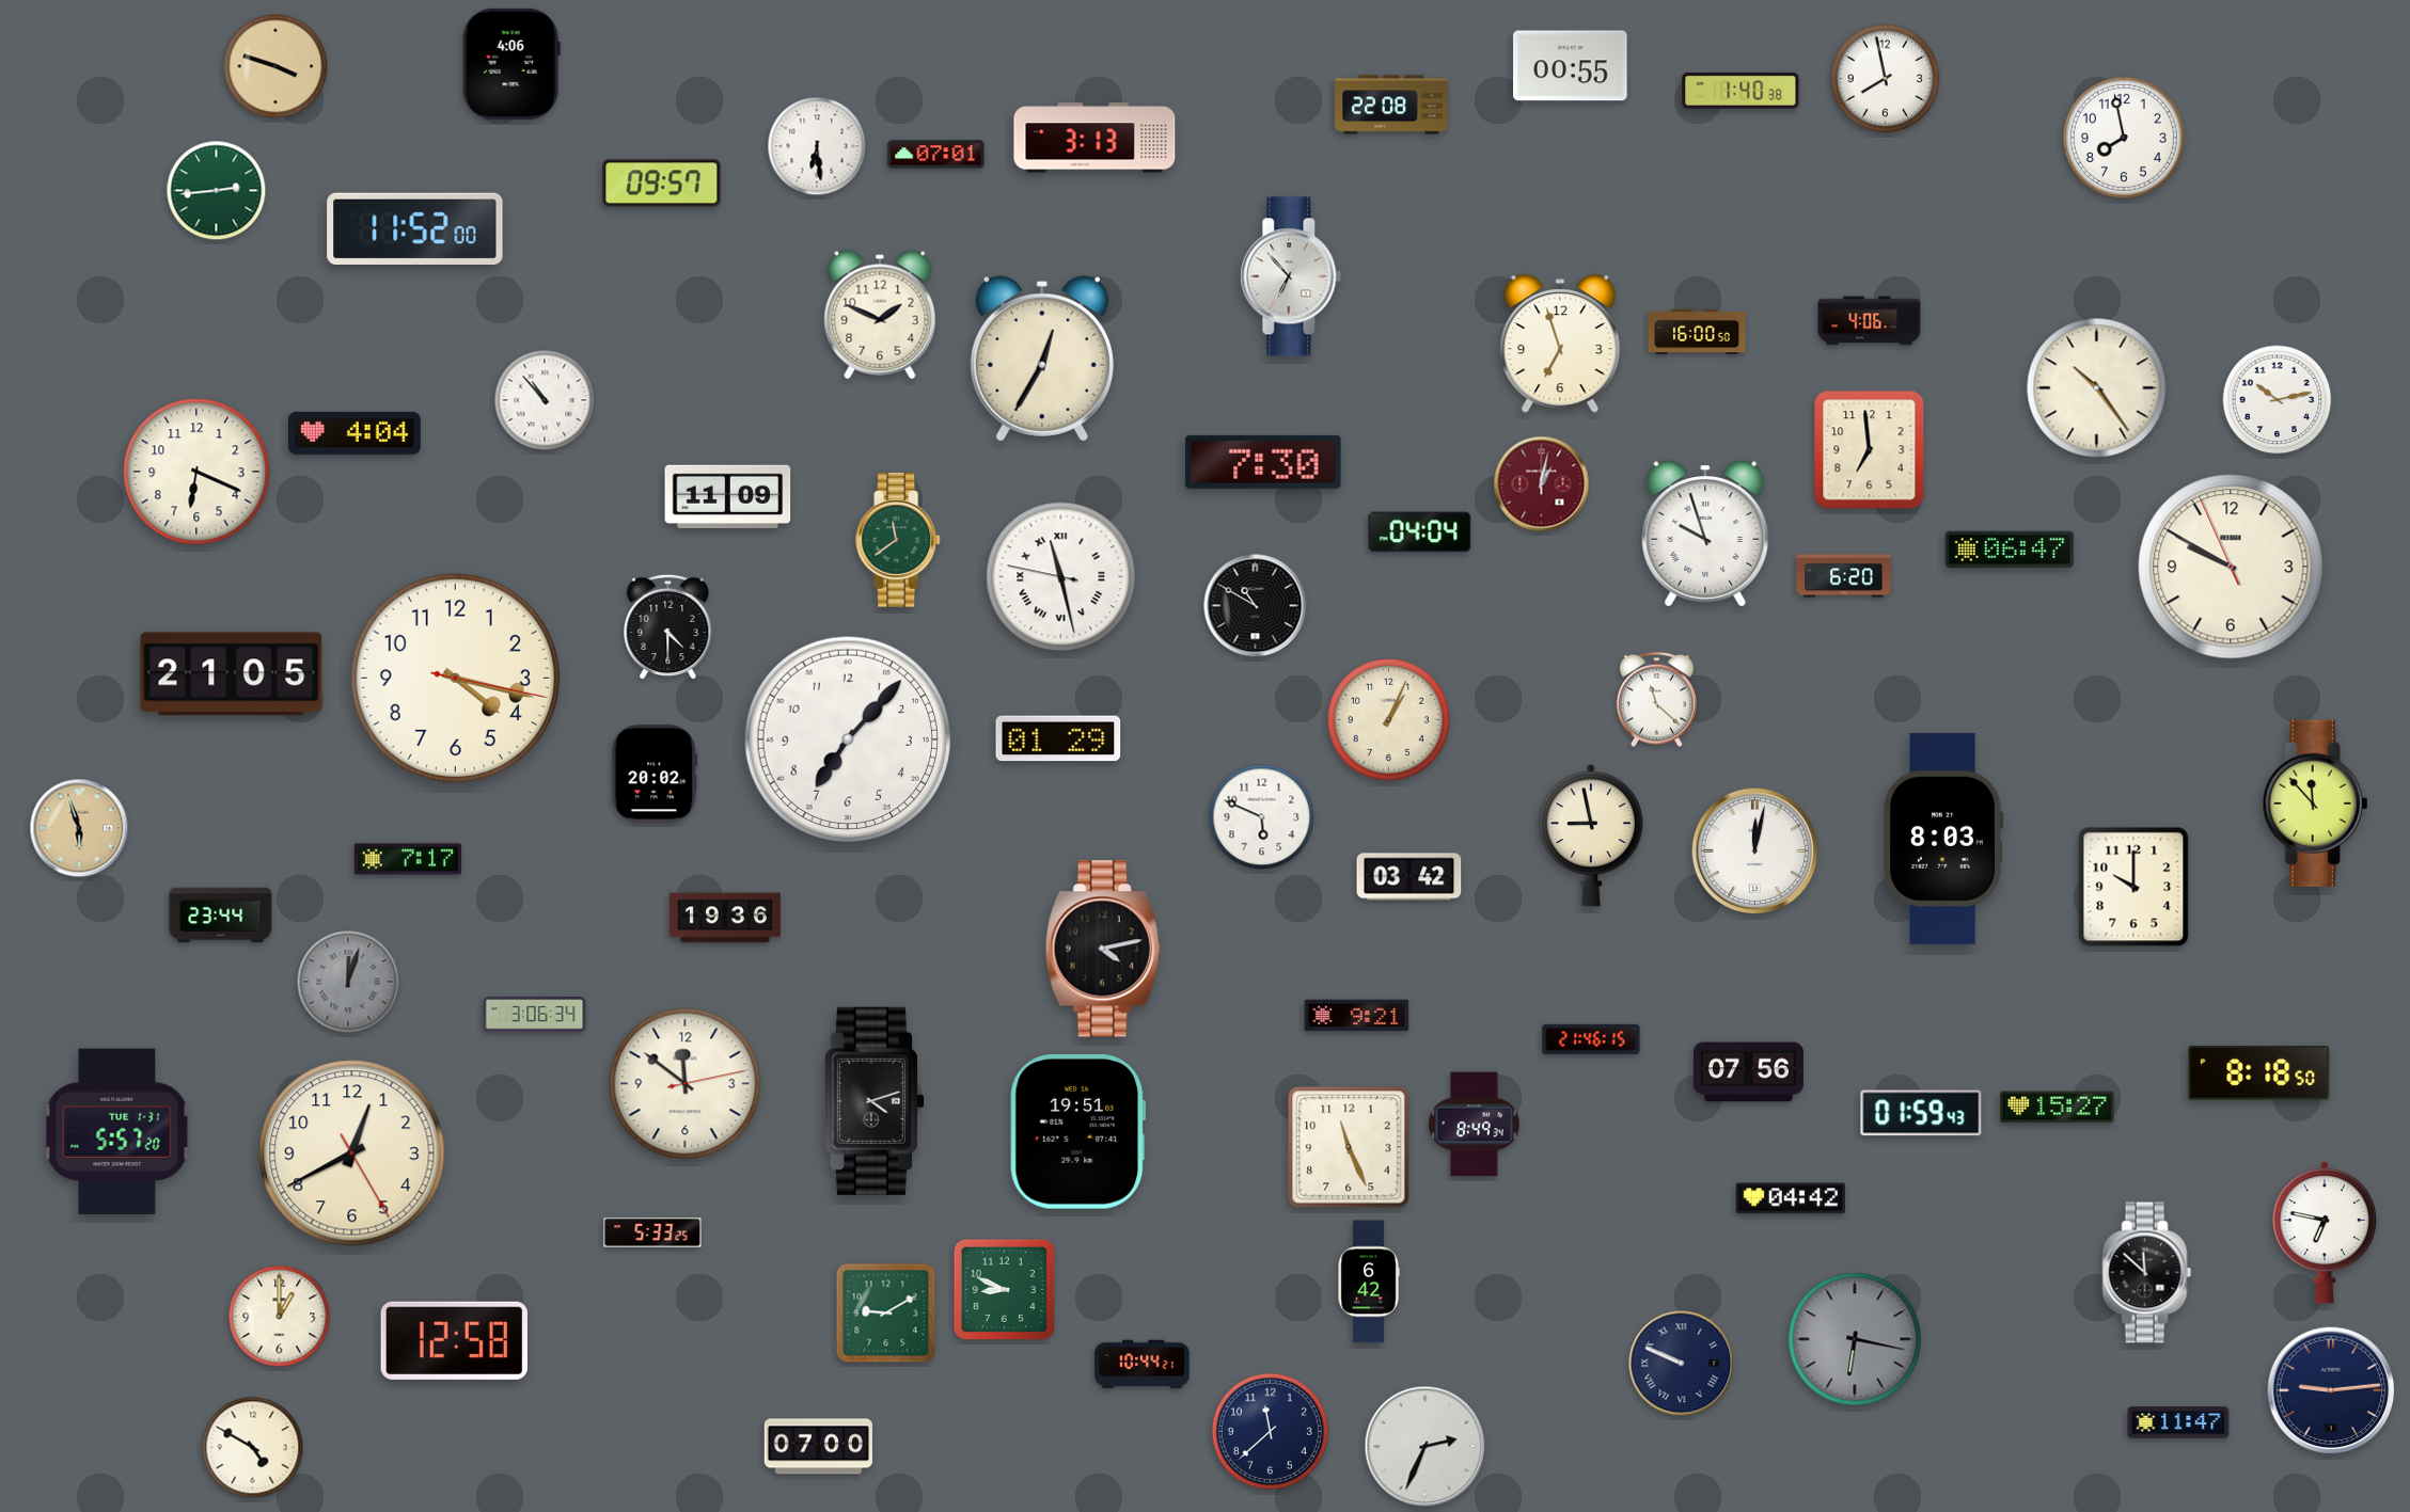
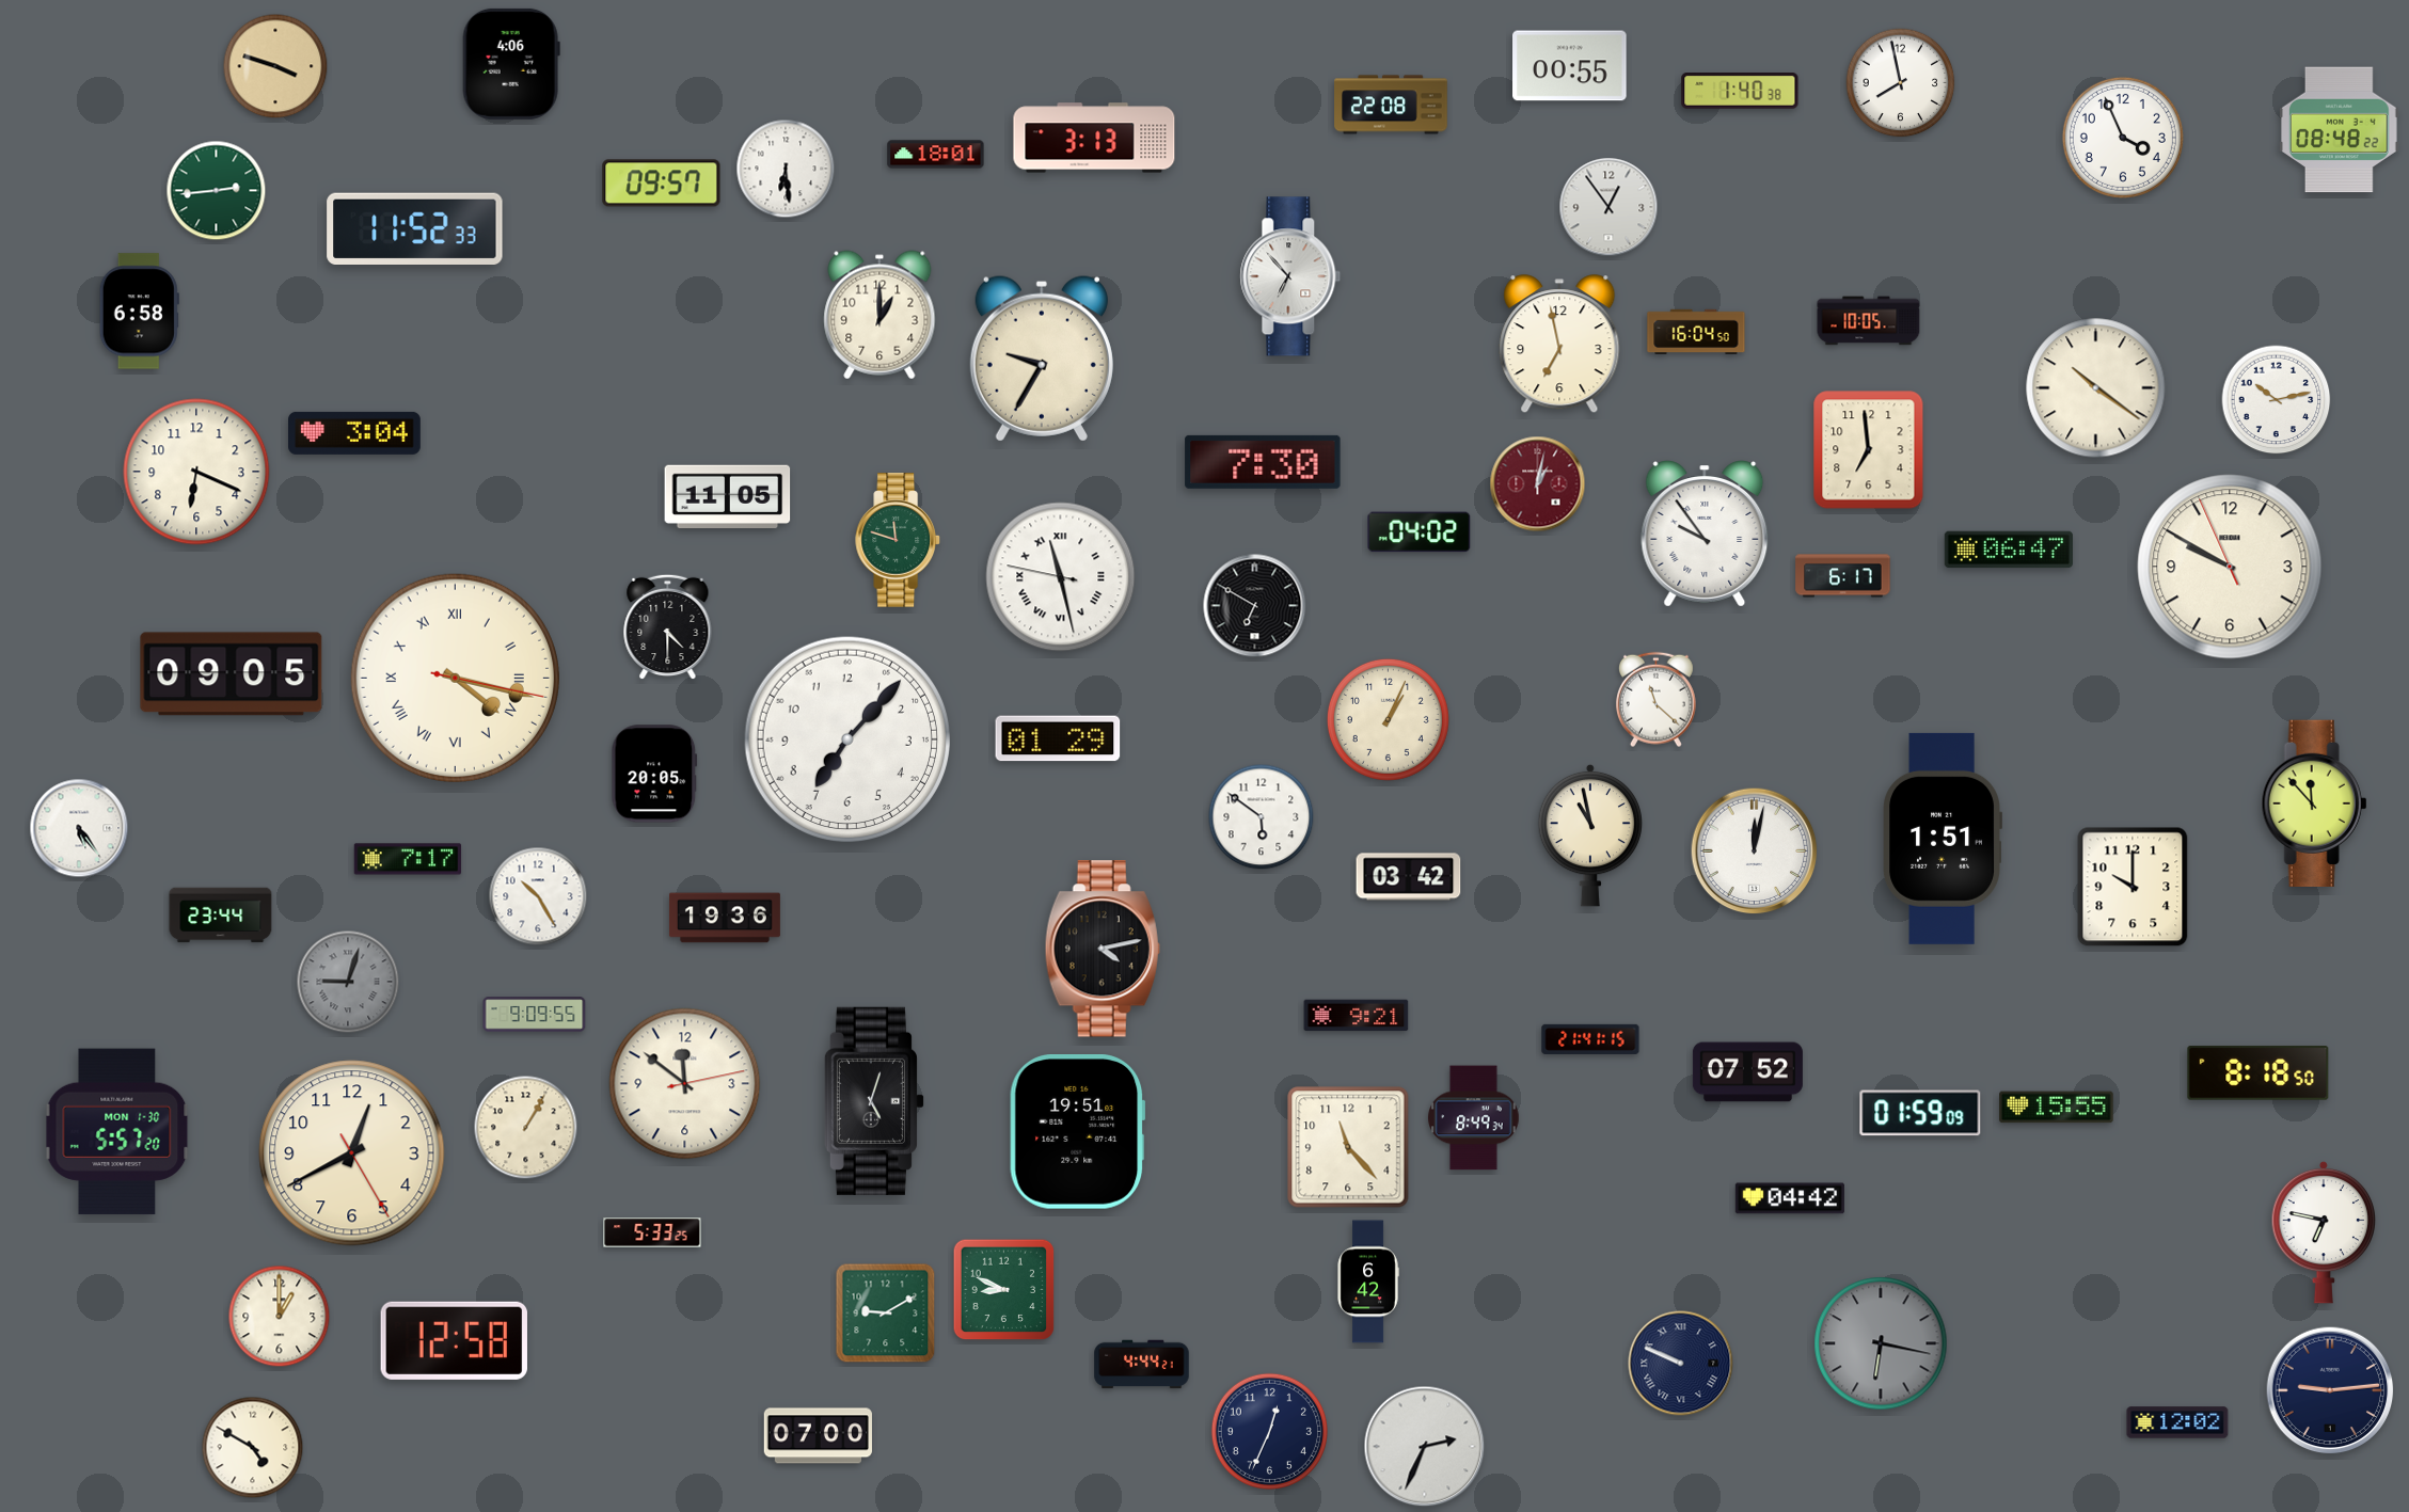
clock at (1886, 79) position: (1886, 79) -> (1901, 83)
clock at (2340, 130): none -> 08:48
clock at (2124, 138): 7:58 -> 3:56
clock at (817, 146) position: (817, 146) -> (786, 169)
clock at (936, 155): 07:01 -> 18:01
clock at (1608, 207): none -> 12:54
clock at (415, 229): 11:52:00 -> 11:52:33
clock at (139, 312): none -> 6:58
clock at (880, 315): 1:49 -> 1:00
clock at (1870, 321): 4:06 -> 10:05
clock at (1697, 331): 16:00 -> 16:04
clock at (1560, 345): 6:57 -> 6:58
clock at (1042, 359): 12:35 -> 9:35
clock at (2097, 388): 10:24 -> 10:21
clock at (545, 400): 10:53 -> none
clock at (356, 433): 4:04 -> 3:04
clock at (1542, 484) position: (1542, 484) -> (1538, 484)
clock at (728, 496): 11:09 -> 11:05
clock at (1420, 532): 04:04 -> 04:02
clock at (1705, 534): 9:57 -> 9:54
clock at (899, 540): 11:39 -> 11:48
clock at (1844, 576): 6:20 -> 6:17
clock at (1256, 606): 10:50 -> 6:50
clock at (232, 674): 21:05 -> 09:05
clock at (455, 678) numerals: Arabic -> Roman
clock at (655, 774): 20:02 -> 20:05
clock at (1262, 817): 5:49 -> 5:51
clock at (79, 828): 5:57 -> 5:24
clock at (79, 828) dial: champagne -> white
clock at (1591, 835): 8:58 -> 10:58
clock at (1943, 839): 8:03 -> 1:51
clock at (538, 896): none -> 10:25
clock at (348, 982): 12:03 -> 9:03
clock at (535, 1015): 3:06 -> 9:09
clock at (1591, 1039): 21:46 -> 21:41
clock at (1748, 1072): 07:56 -> 07:52
clock at (875, 1101): 4:12 -> 5:03
clock at (2058, 1108): 15:27 -> 15:55
clock at (1921, 1113): 01:59:43 -> 01:59:09
clock at (1475, 1125) position: (1475, 1125) -> (1474, 1118)
clock at (526, 1128): none -> 1:05
clock at (117, 1132) date: TUE 1-31 -> MON 1-30
clock at (1349, 1147): 11:26 -> 11:23
clock at (2147, 1273): 11:52 -> none
clock at (1855, 1339) position: (1855, 1339) -> (1881, 1343)
clock at (1143, 1365): 10:44 -> 4:44
clock at (2178, 1422): 11:47 -> 12:02
clock at (1270, 1431): 11:38 -> 12:34
clock at (818, 1447) position: (818, 1447) -> (818, 1436)
